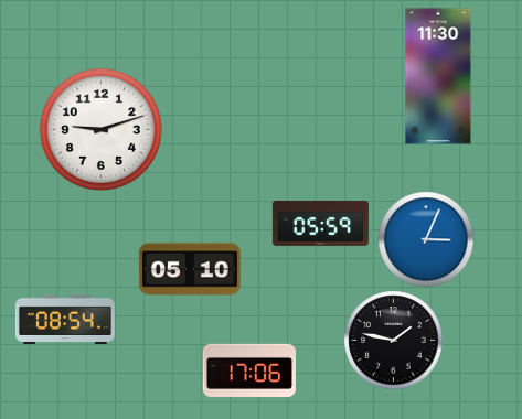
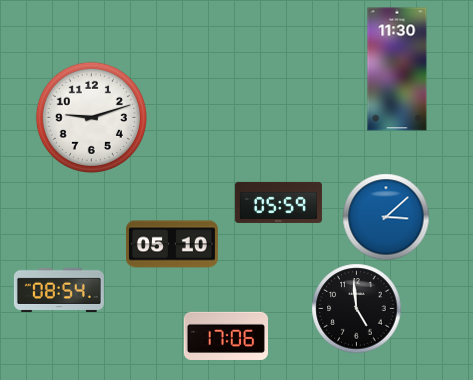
clock at (320, 223) position: (320, 223) -> (278, 202)
clock at (426, 239): 3:04 -> 3:08
clock at (393, 340): 1:47 -> 4:59
